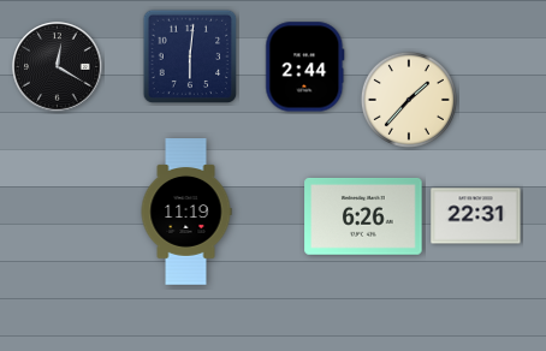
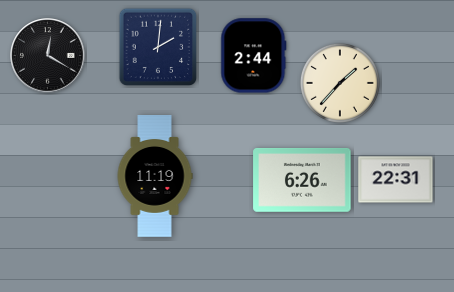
clock at (190, 56): 6:01 -> 2:01
